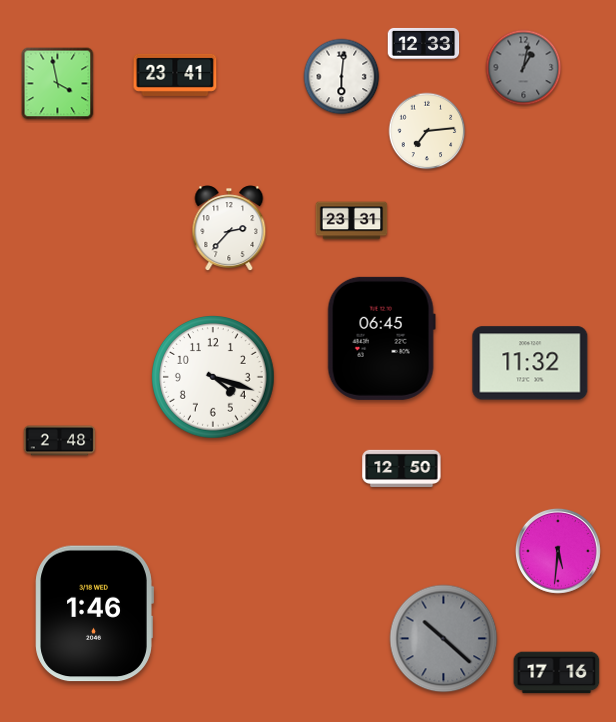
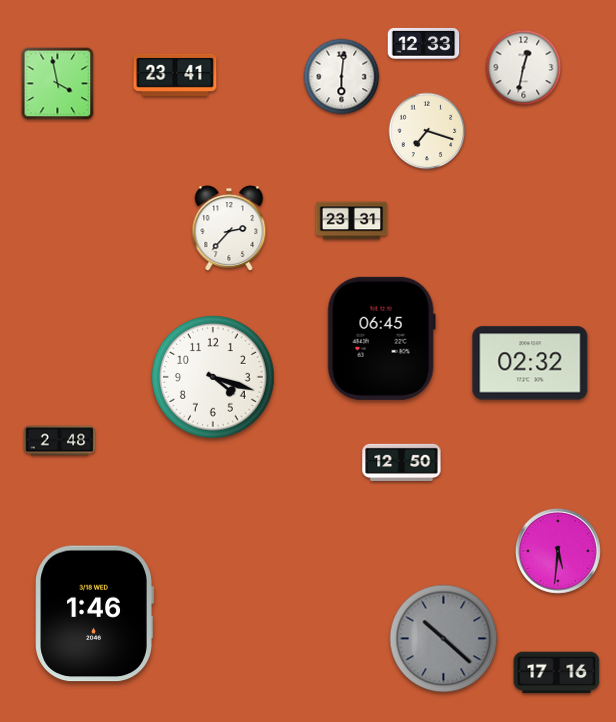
clock at (524, 68): 1:02 -> 12:32
clock at (524, 68) dial: grey -> white
clock at (427, 131): 7:14 -> 7:18
clock at (530, 363): 11:32 -> 02:32
clock at (402, 468) position: (402, 468) -> (402, 462)
